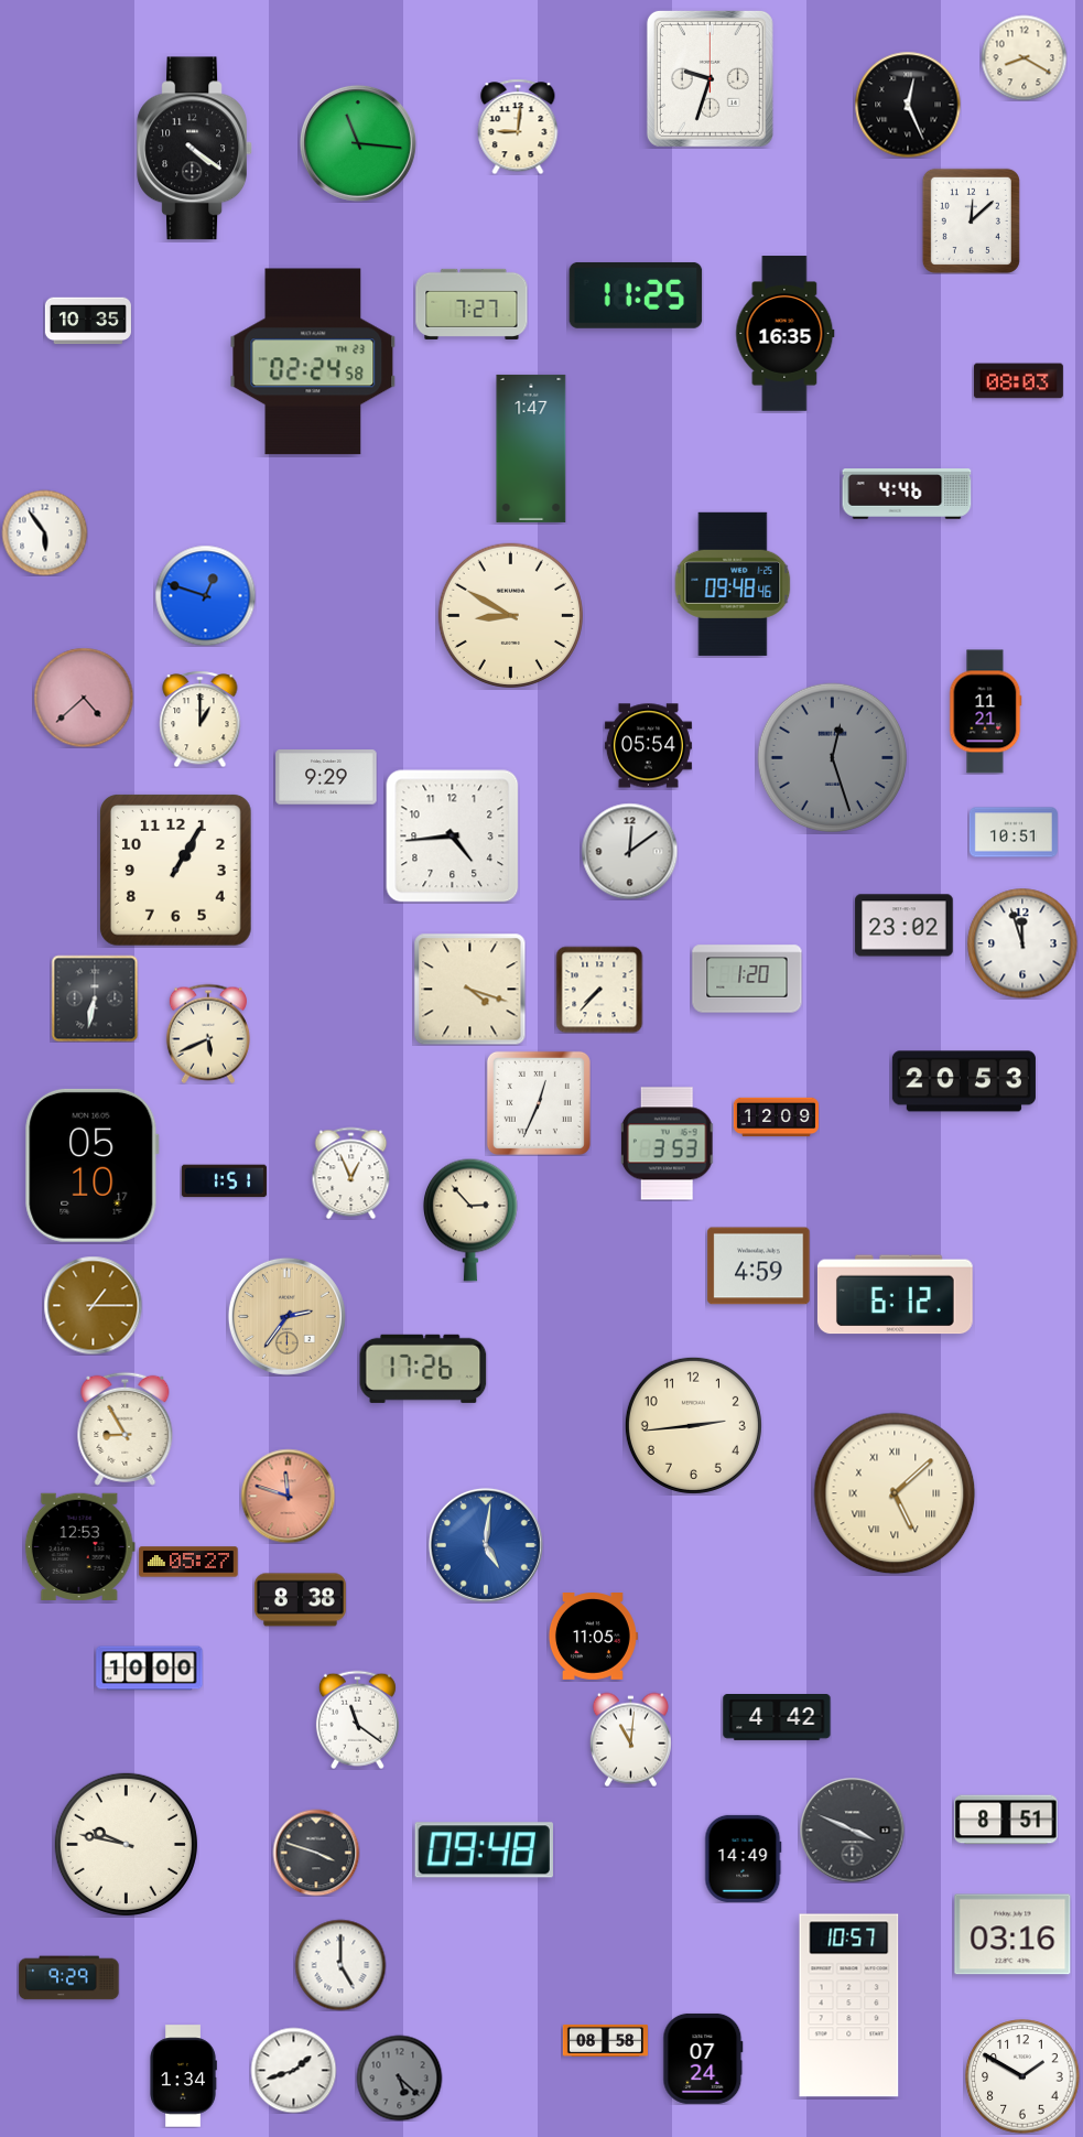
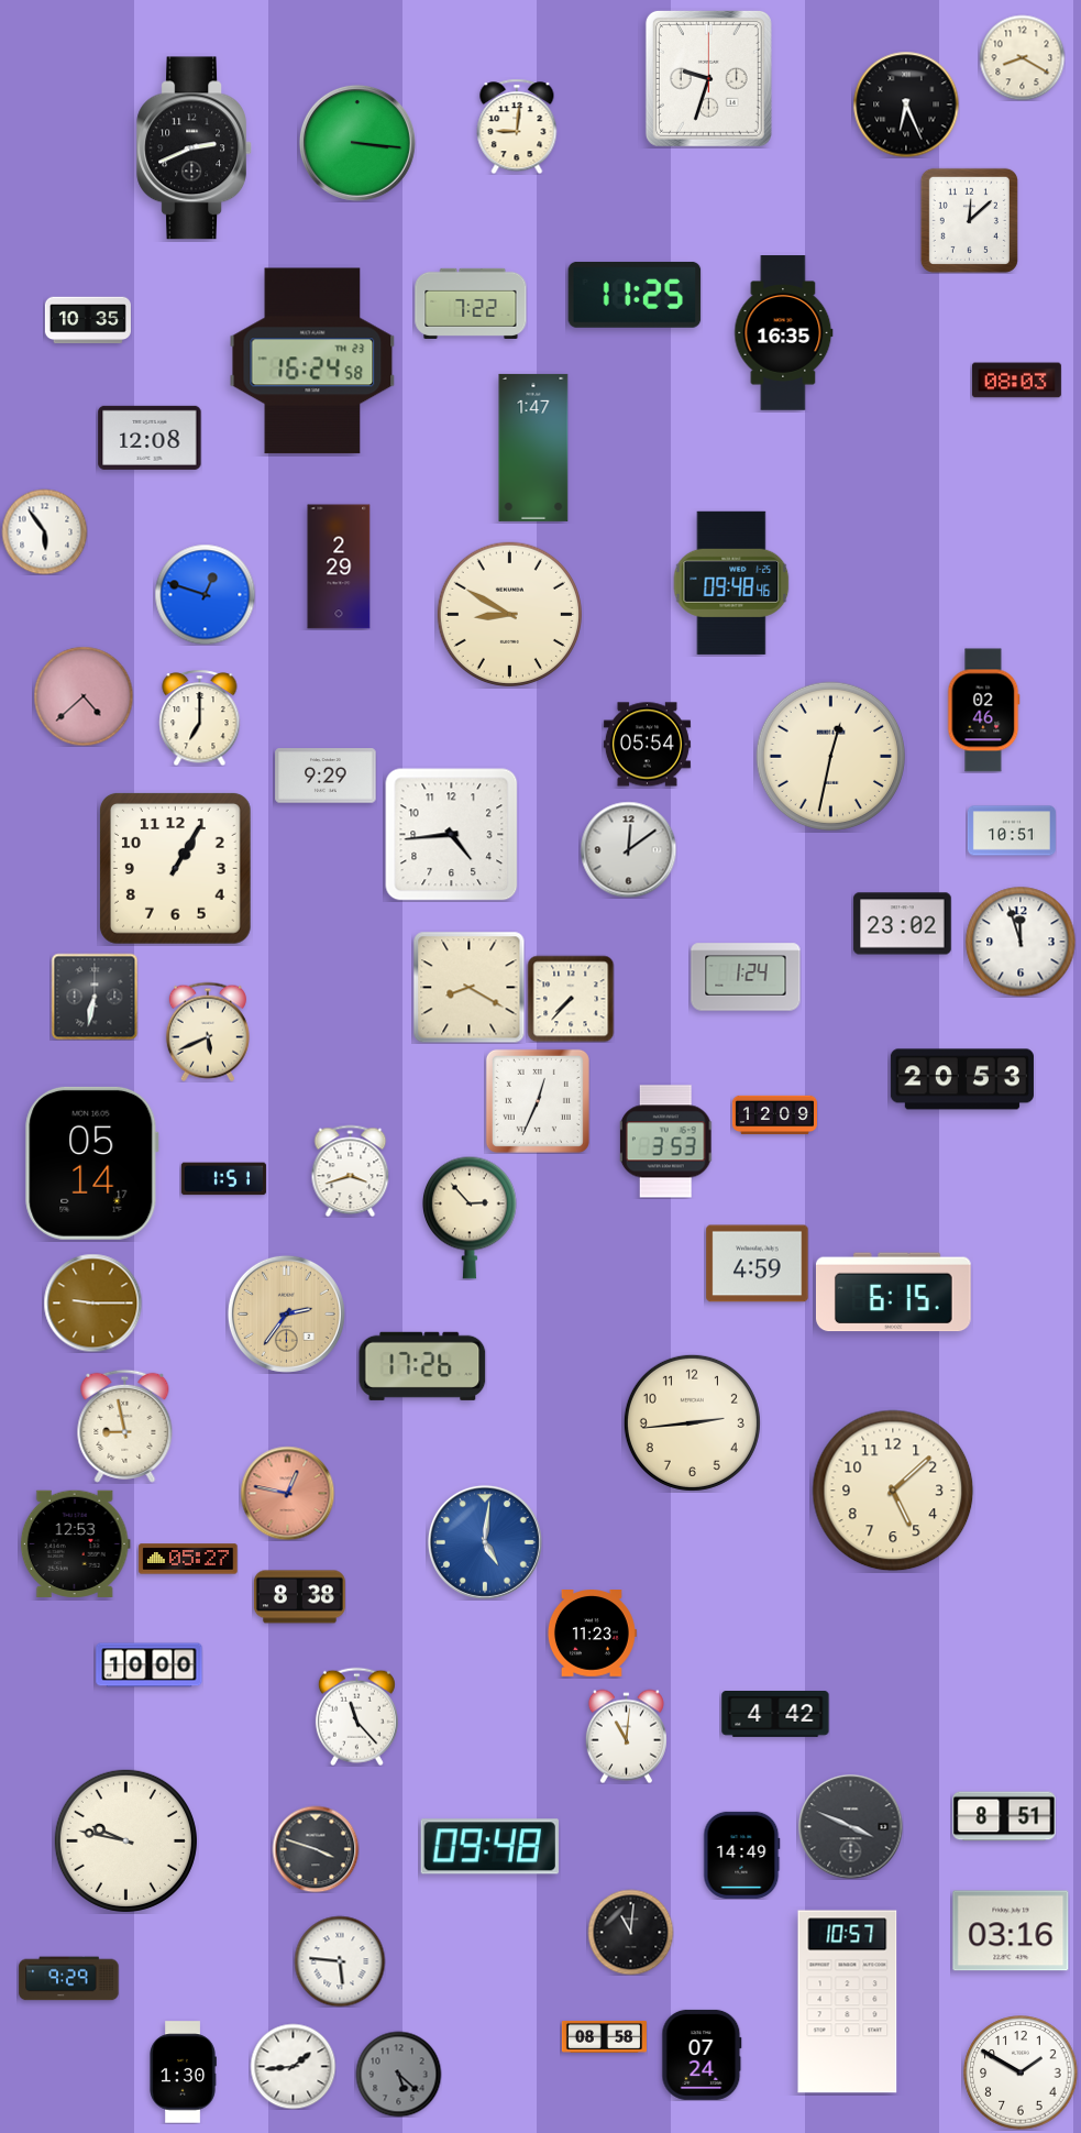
clock at (908, 105): 12:26 -> 6:26
clock at (358, 143): 11:16 -> 3:16
clock at (194, 149): 4:21 -> 2:41
clock at (472, 304): 7:27 -> 7:22
clock at (313, 361): 02:24 -> 16:24
clock at (150, 438): none -> 12:08
clock at (531, 449) position: (531, 449) -> (533, 448)
clock at (907, 494): 4:46 -> none
clock at (339, 567): none -> 2:29
clock at (986, 712): 11:21 -> 02:46
clock at (201, 719): 1:00 -> 7:00
clock at (833, 758): 12:27 -> 12:32
clock at (833, 758) dial: grey -> cream
clock at (747, 979): 1:20 -> 1:24
clock at (470, 990): 4:18 -> 8:20
clock at (599, 990) position: (599, 990) -> (571, 999)
clock at (93, 1165): 05:10 -> 05:14
clock at (351, 1173): 12:56 -> 3:42
clock at (895, 1295): 6:12 -> 6:15
clock at (93, 1305): 1:15 -> 9:15
clock at (126, 1428): 8:55 -> 8:58
clock at (895, 1493) numerals: Roman -> Arabic
clock at (288, 1496): 11:48 -> 12:47
clock at (79, 1546) position: (79, 1546) -> (75, 1543)
clock at (593, 1637): 11:05 -> 11:23
clock at (357, 1719): 11:21 -> 11:23
clock at (630, 1739) position: (630, 1739) -> (626, 1736)
clock at (484, 1850) position: (484, 1850) -> (489, 1847)
clock at (630, 1932): none -> 11:01
clock at (340, 1965): 5:00 -> 5:46
clock at (69, 1978) position: (69, 1978) -> (69, 1979)
clock at (293, 2070): 1:42 -> 1:44
clock at (183, 2076): 1:34 -> 1:30
